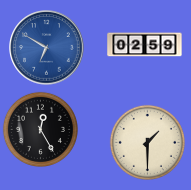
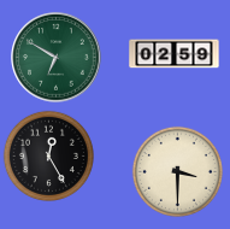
clock at (47, 48) dial: blue -> green
clock at (147, 142): 1:30 -> 3:30
